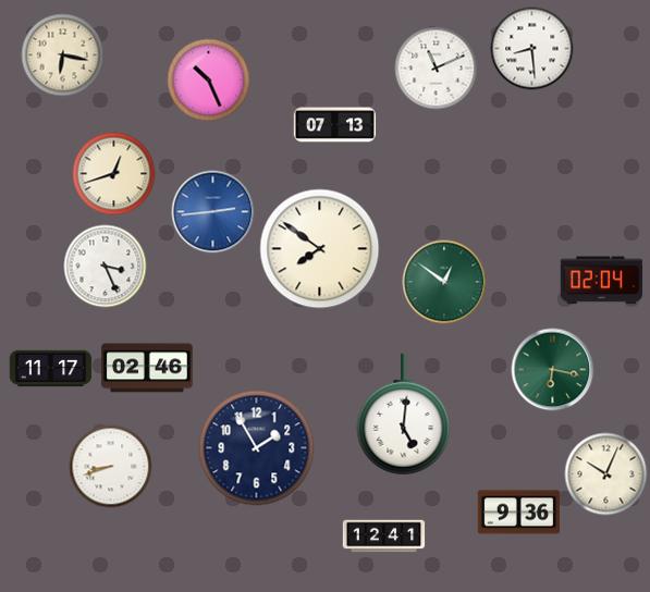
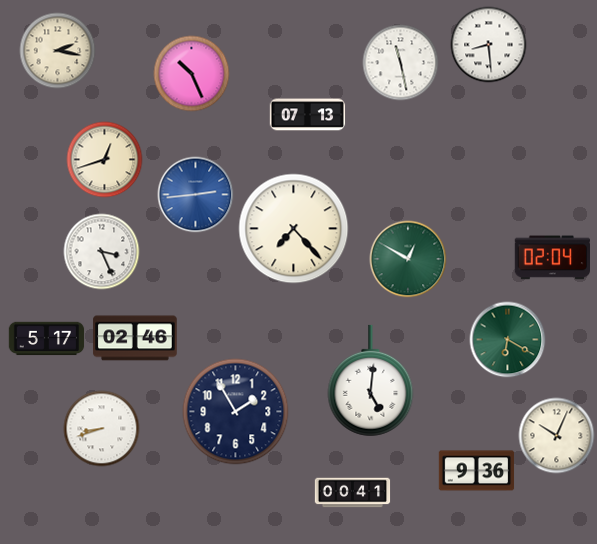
clock at (63, 55): 6:17 -> 2:17
clock at (437, 69): 11:11 -> 11:28
clock at (320, 249): 7:51 -> 7:23
clock at (106, 267) position: (106, 267) -> (102, 252)
clock at (444, 282): 12:51 -> 12:50
clock at (51, 369): 11:17 -> 5:17
clock at (553, 370): 6:17 -> 6:20
clock at (384, 536): 12:41 -> 00:41
